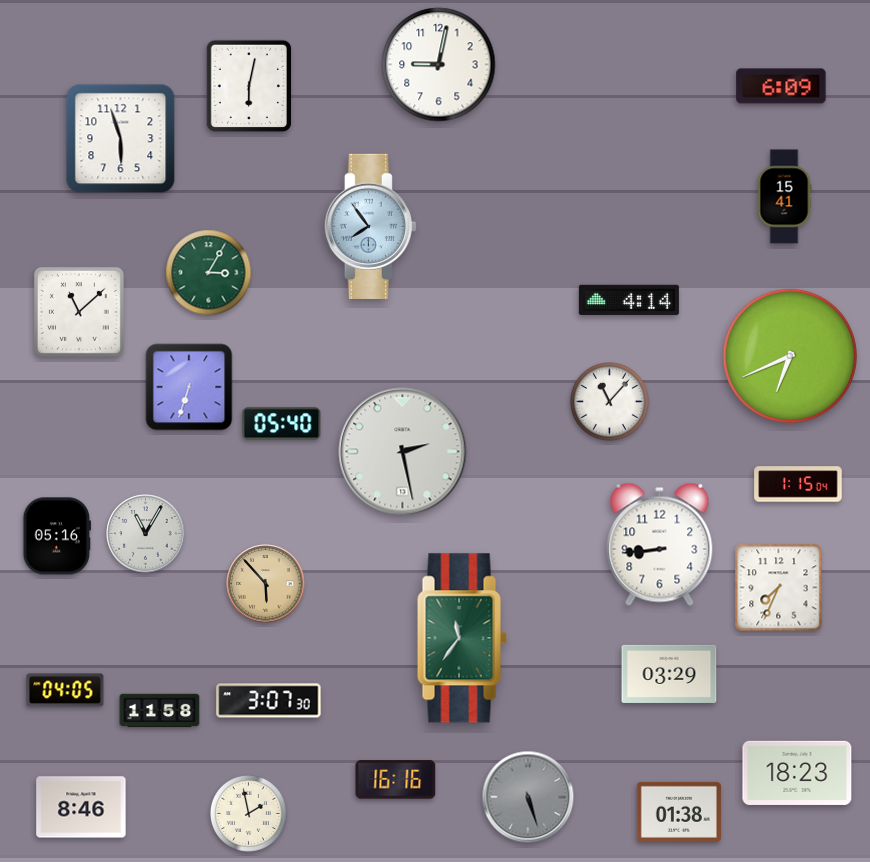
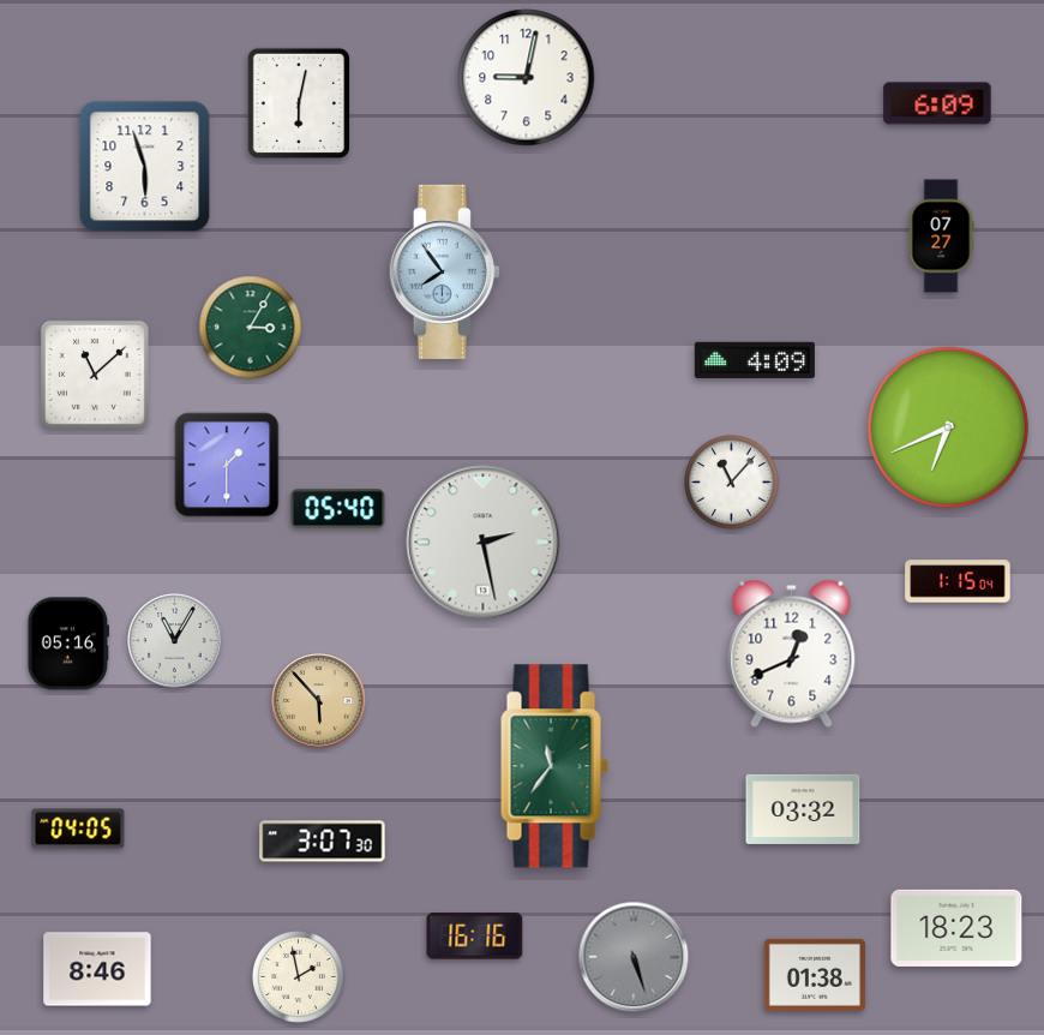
clock at (784, 197): 15:41 -> 07:27
clock at (629, 300): 4:14 -> 4:09
clock at (189, 387): 6:33 -> 1:30
clock at (660, 544): 8:44 -> 12:41
clock at (779, 588): 7:34 -> none
clock at (669, 674): 03:29 -> 03:32
clock at (160, 711): 11:58 -> none
